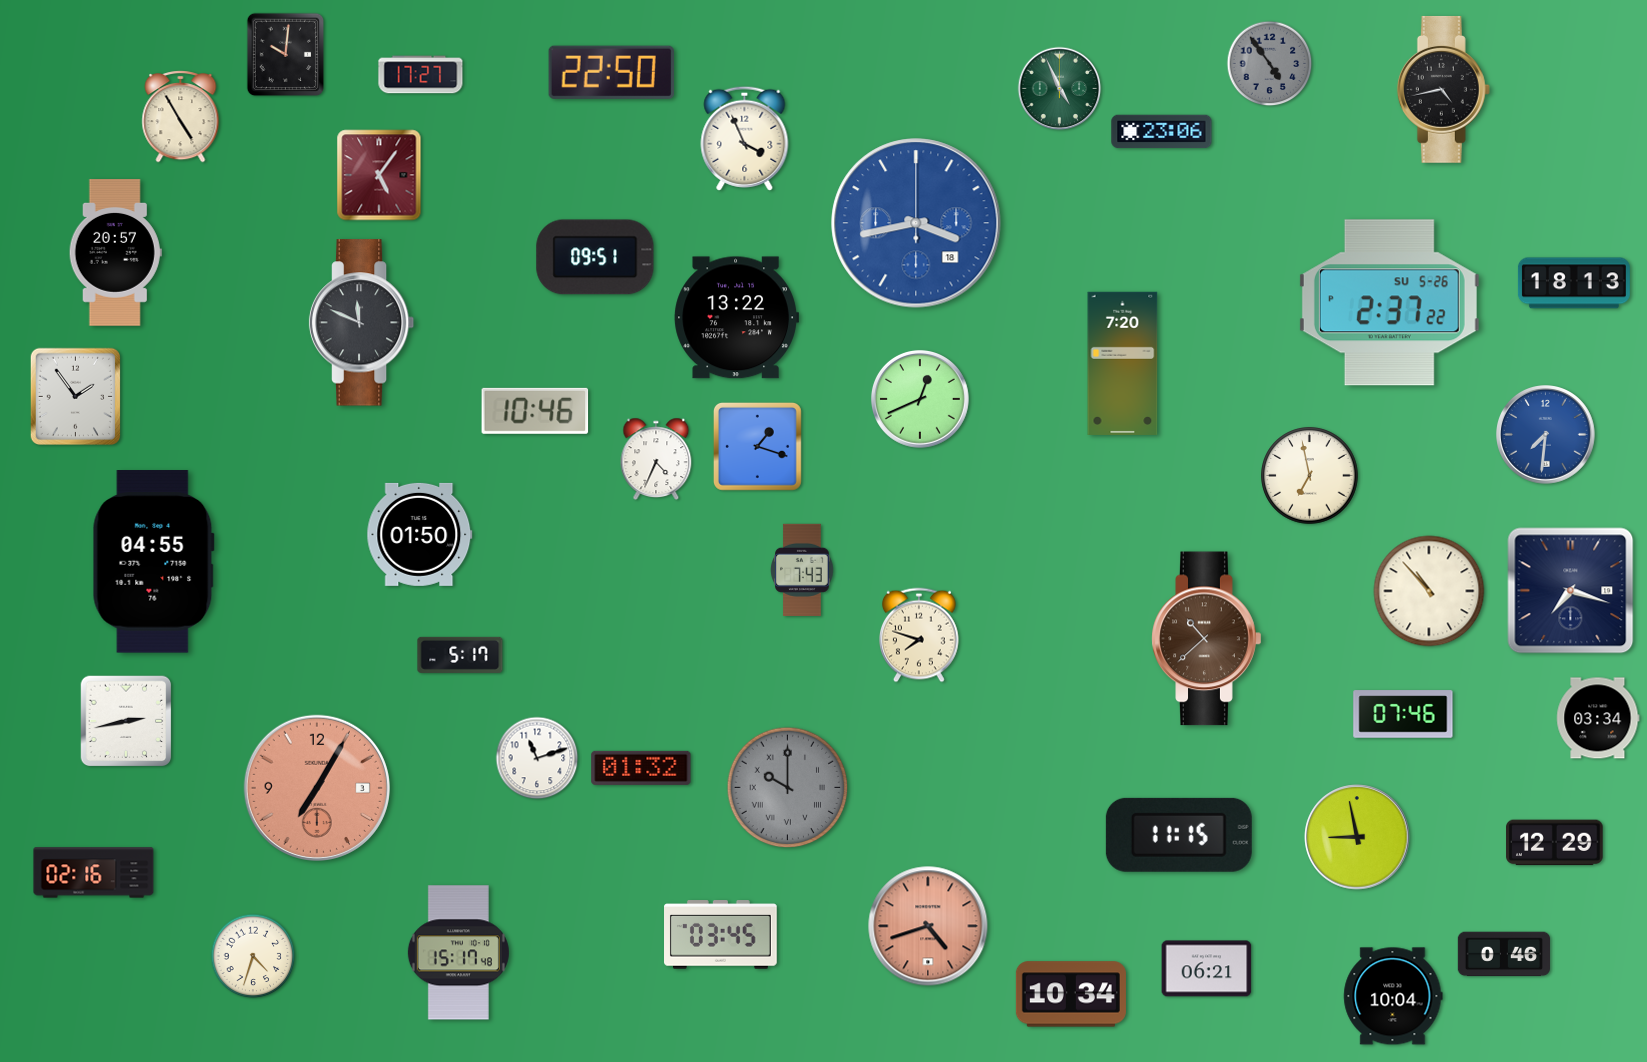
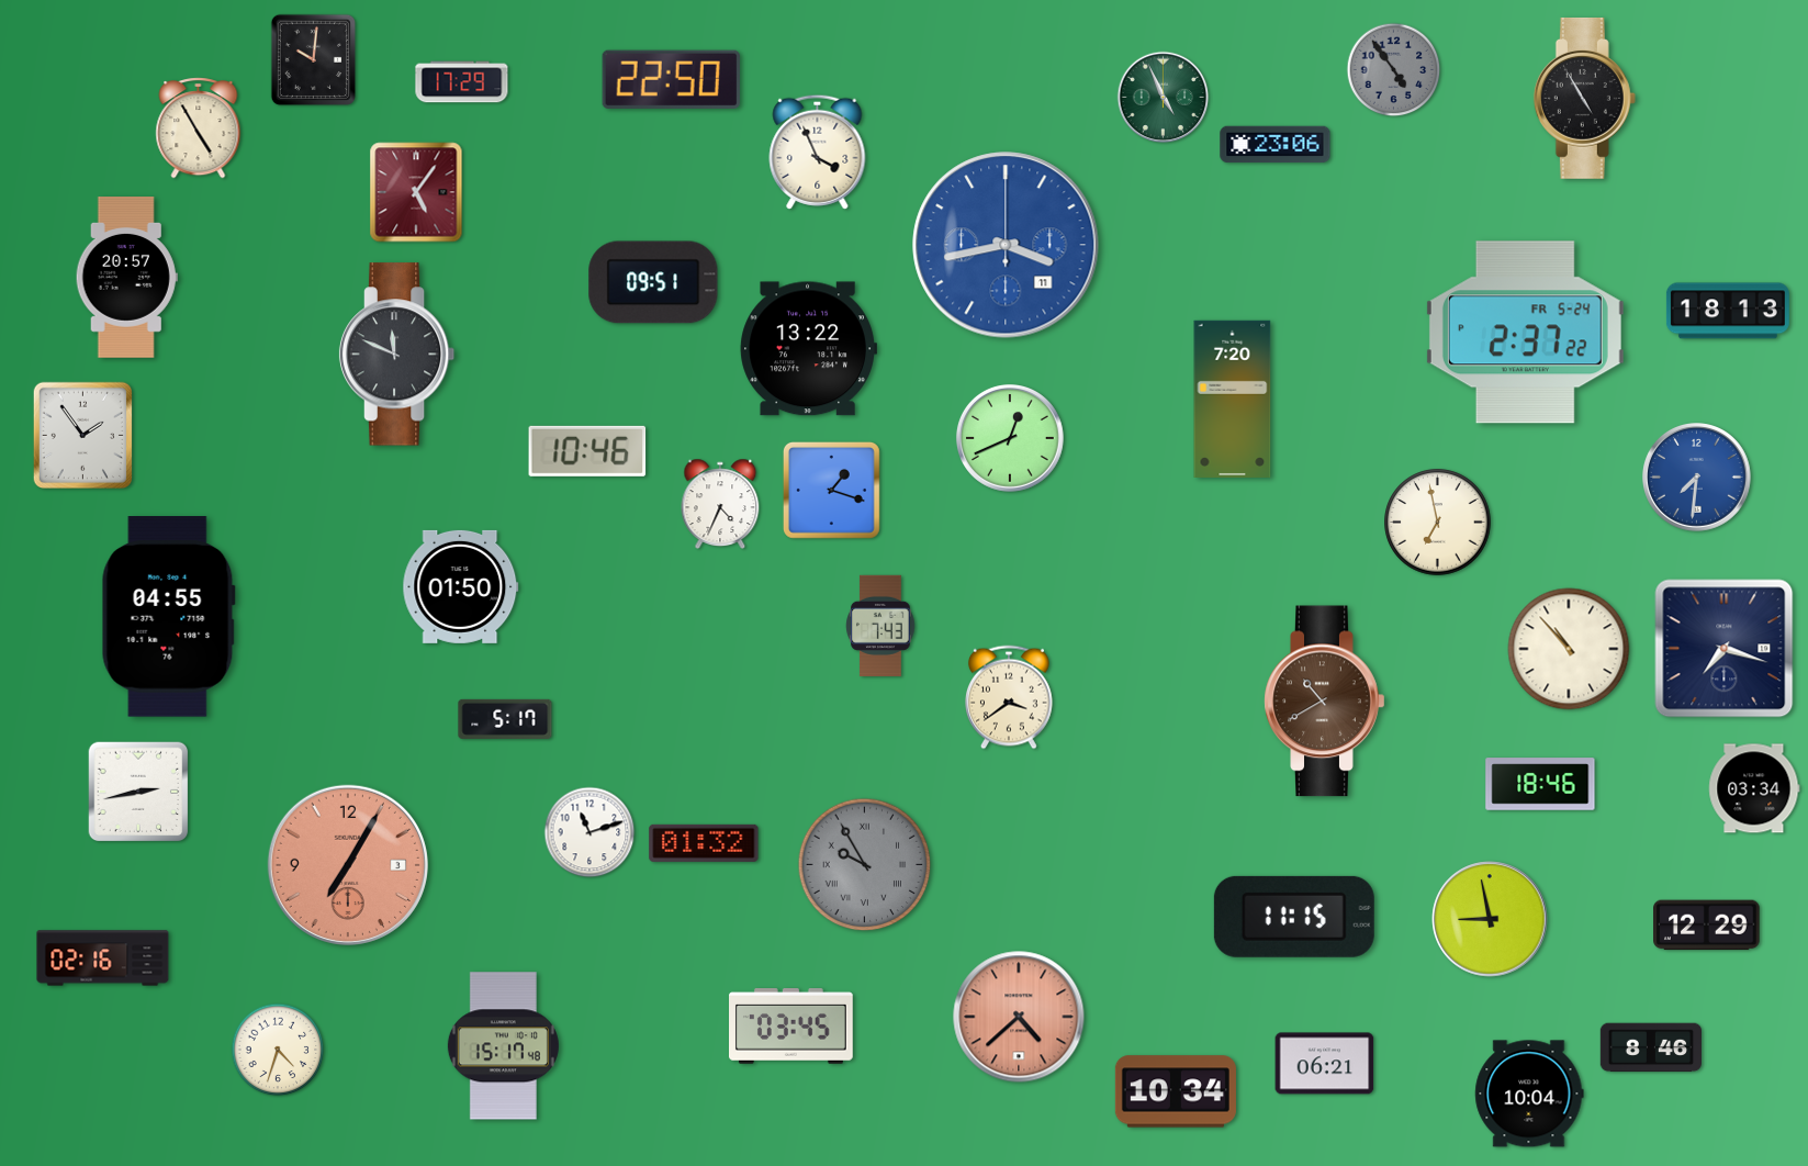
clock at (421, 75): 17:27 -> 17:29
clock at (1443, 89): 4:43 -> 4:55
clock at (916, 223) date: 18 -> 11
clock at (1389, 303) date: SU 5-26 -> FR 5-24
clock at (920, 635): 7:48 -> 3:39
clock at (1207, 639): 10:38 -> 10:40
clock at (1403, 714): 07:46 -> 18:46
clock at (788, 788): 10:00 -> 9:55
clock at (928, 926): 4:42 -> 4:38
clock at (1503, 954): 0:46 -> 8:46
